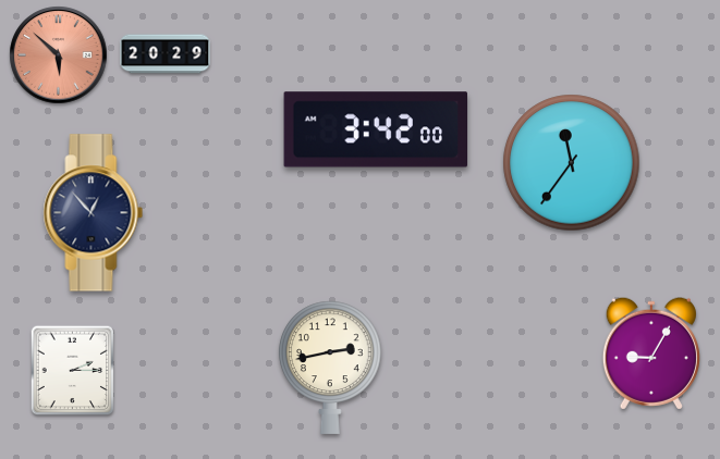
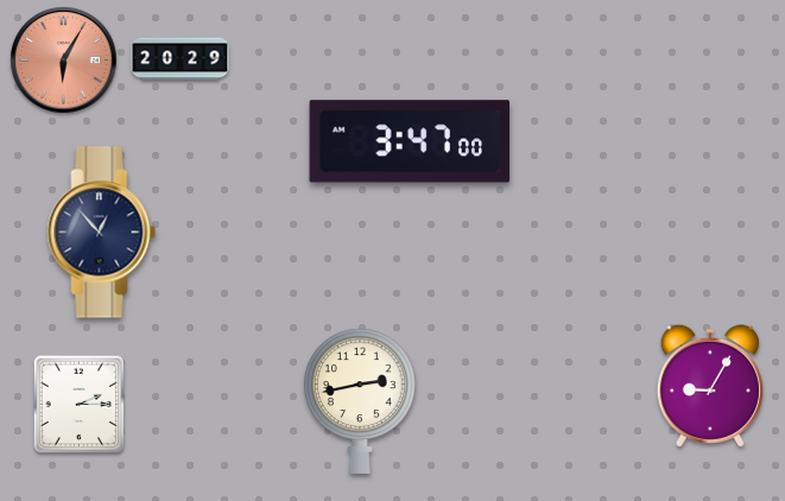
clock at (59, 55): 5:52 -> 6:05
clock at (376, 129): 3:42 -> 3:47
clock at (572, 163): 11:36 -> none
